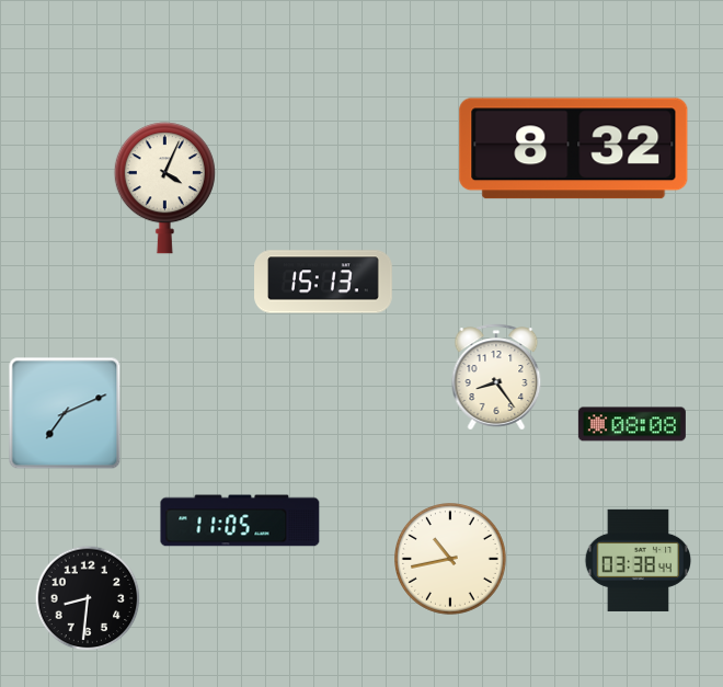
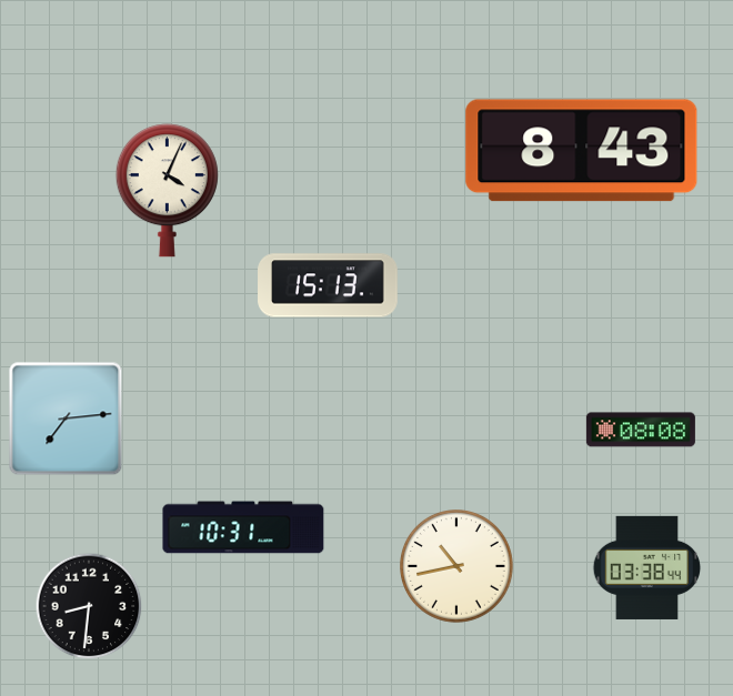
clock at (574, 149): 8:32 -> 8:43
clock at (496, 377): 8:24 -> none
clock at (65, 413): 7:11 -> 7:14
clock at (240, 520): 11:05 -> 10:31
